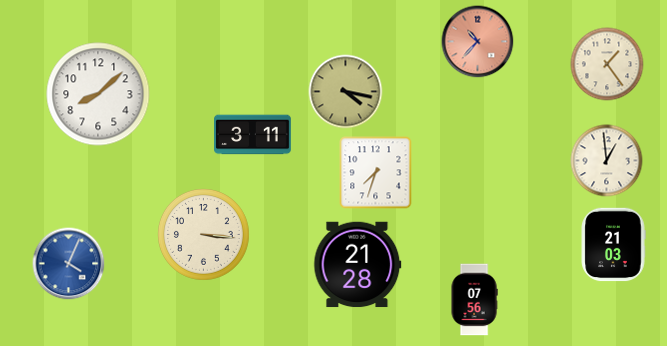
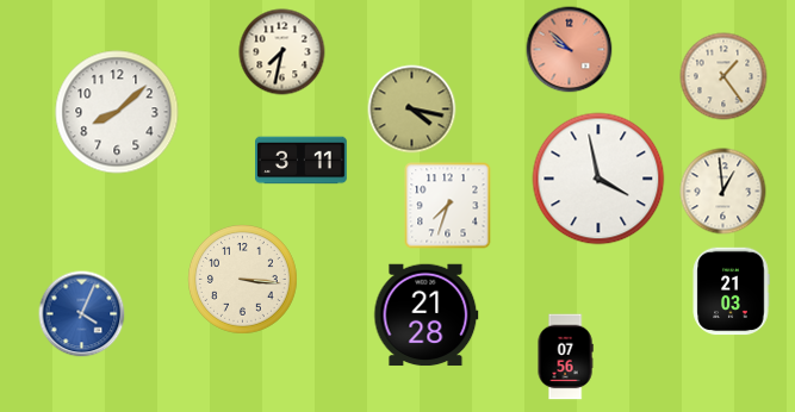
clock at (478, 42): 10:37 -> 9:52
clock at (282, 52): none -> 7:32
clock at (598, 179): none -> 3:58
